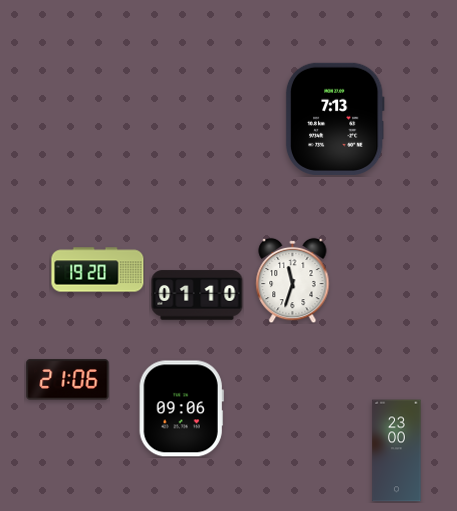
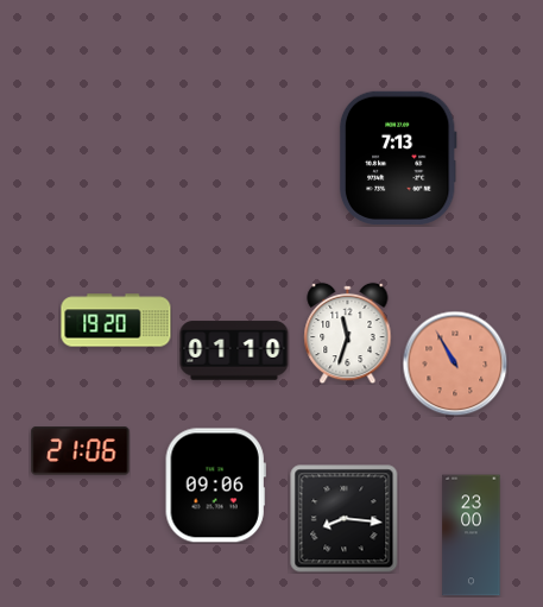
clock at (335, 119) position: (335, 119) -> (398, 158)
clock at (455, 363): none -> 10:55
clock at (345, 519): none -> 8:16
